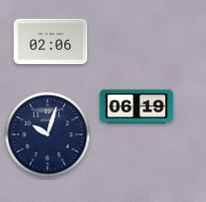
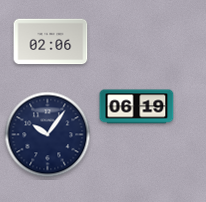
clock at (48, 135): 10:03 -> 10:06
